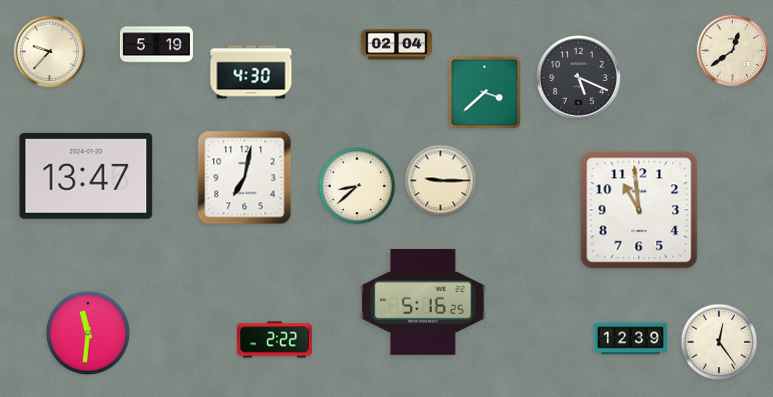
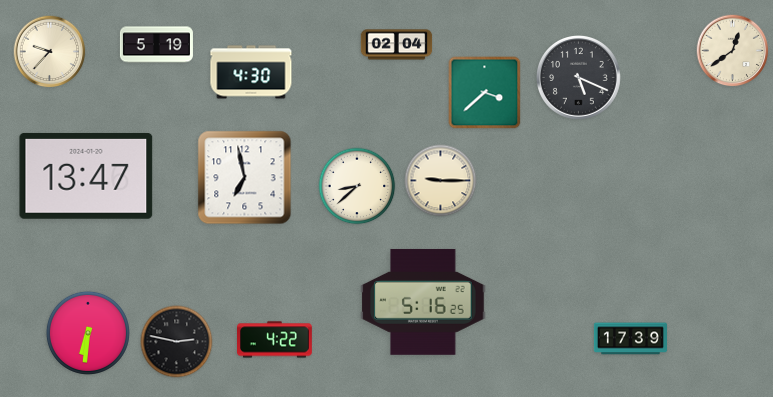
clock at (245, 178): 7:02 -> 6:58
clock at (639, 210): 10:59 -> none
clock at (88, 333): 11:31 -> 6:31
clock at (630, 339): 12:39 -> 17:39
clock at (275, 340): 2:22 -> 4:22
clock at (177, 342): none -> 2:47
clock at (719, 342): 12:24 -> none
